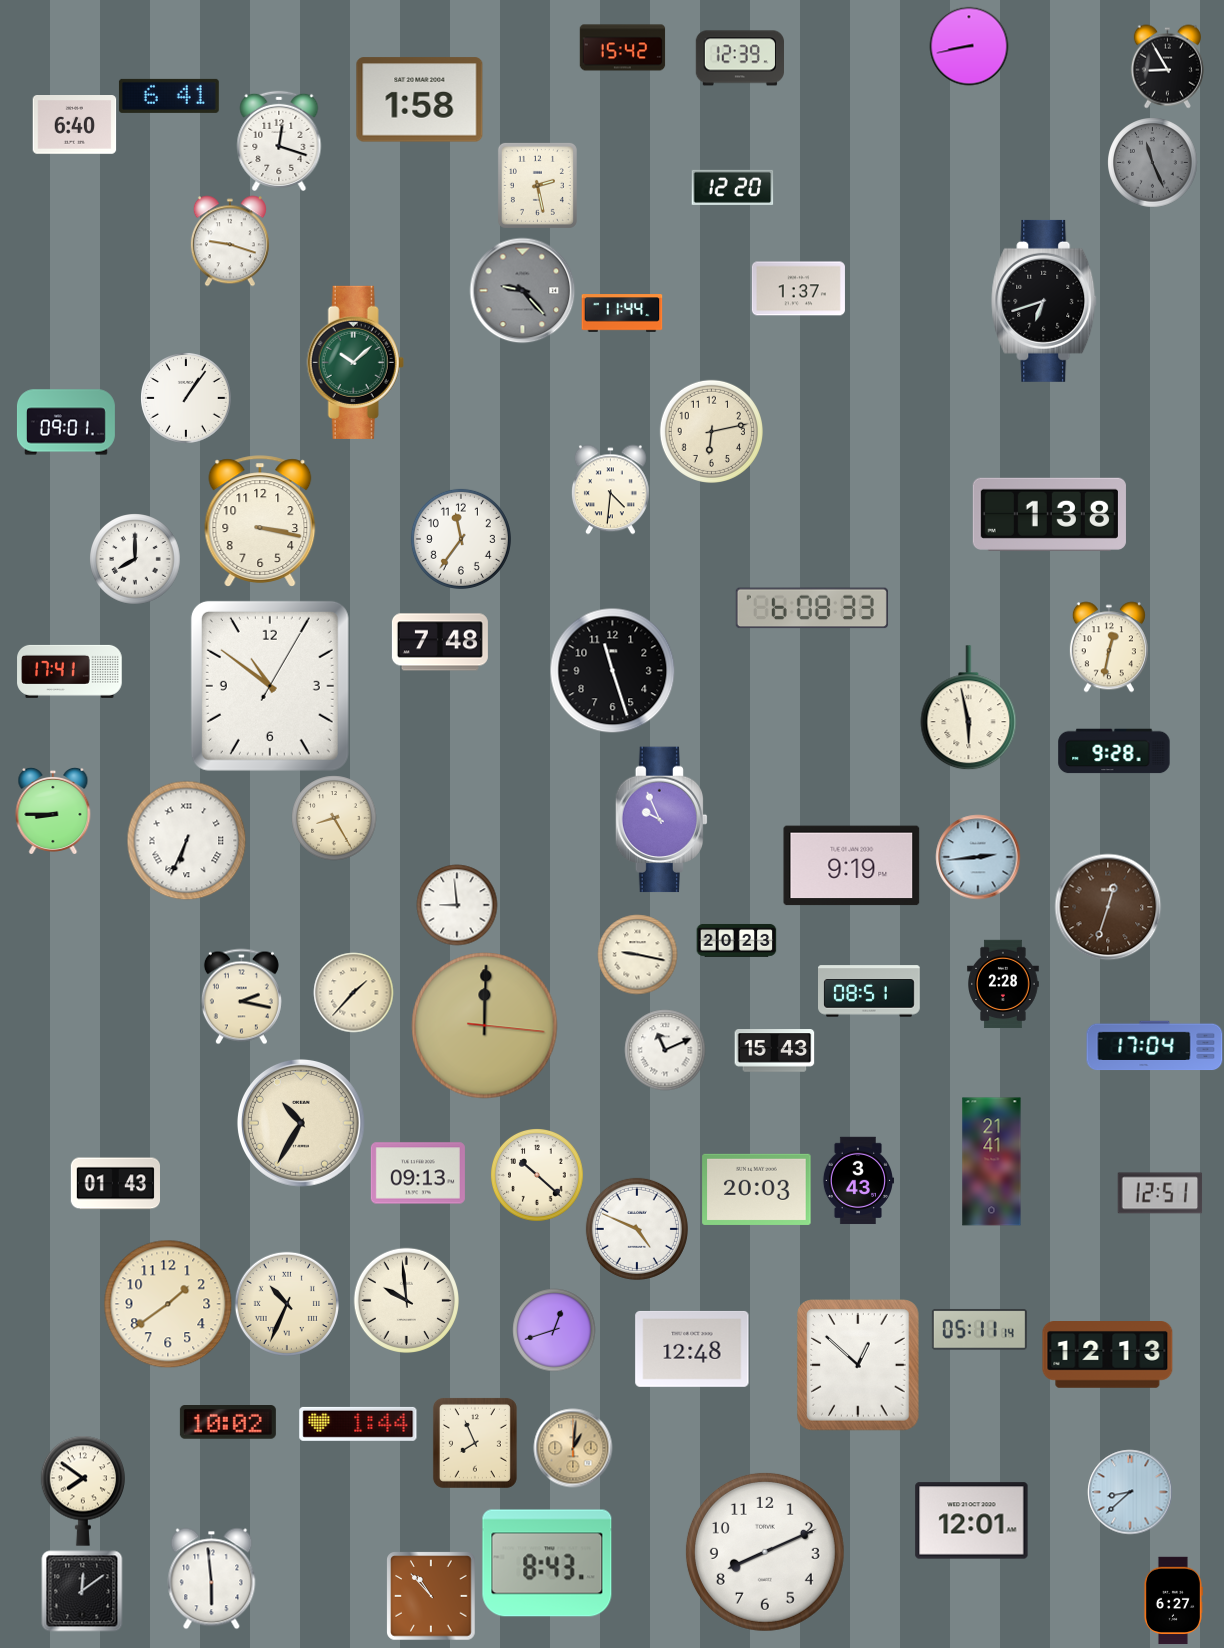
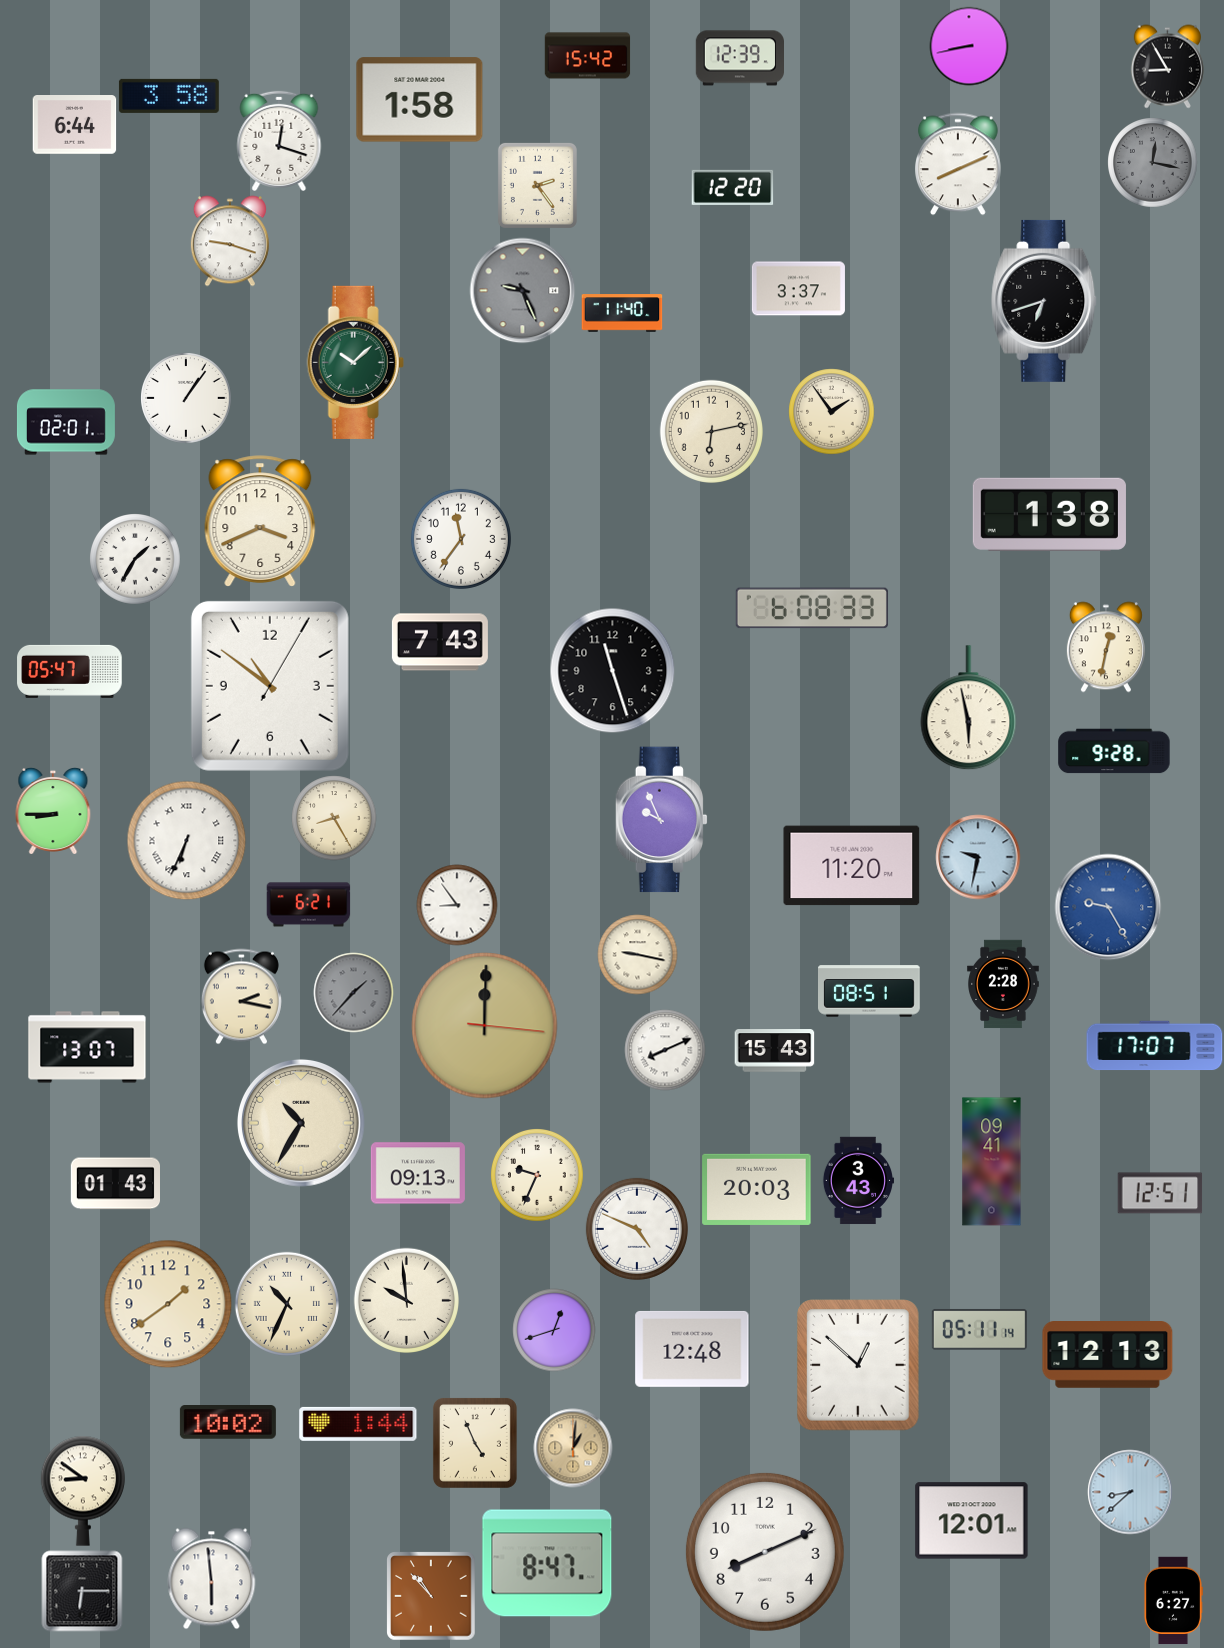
clock at (622, 48) position: (622, 48) -> (587, 56)
clock at (169, 96): 6:41 -> 3:58
clock at (74, 125): 6:40 -> 6:44
clock at (1152, 162): 11:26 -> 12:17
clock at (959, 164): none -> 8:11
clock at (537, 185): 2:28 -> 2:24
clock at (798, 289): 1:37 -> 3:37
clock at (522, 290): 9:23 -> 9:26
clock at (622, 313): 11:44 -> 11:40
clock at (831, 411): none -> 1:54
clock at (66, 422): 09:01 -> 02:01
clock at (610, 489): 4:31 -> none
clock at (260, 521): 3:17 -> 3:41
clock at (135, 559): 8:00 -> 1:35
clock at (440, 642): 7:48 -> 7:43
clock at (1109, 647) position: (1109, 647) -> (1106, 647)
clock at (70, 671): 17:41 -> 05:47
clock at (978, 857): 2:44 -> 9:32
clock at (852, 866): 9:19 -> 11:20
clock at (308, 905): none -> 6:21
clock at (457, 905): 8:59 -> 8:54
clock at (1108, 907): 12:33 -> 9:25
clock at (1108, 907) dial: brown -> blue
clock at (736, 940): 20:23 -> none
clock at (353, 992) dial: cream -> grey
clock at (1155, 1046): 17:04 -> 17:07
clock at (87, 1047): none -> 13:07
clock at (665, 1050): 11:11 -> 8:11
clock at (992, 1162): 21:41 -> 09:41
clock at (537, 1175): 10:22 -> 9:34
clock at (475, 1443): 7:56 -> 4:56
clock at (83, 1491): 7:51 -> 8:51
clock at (547, 1563): 8:43 -> 8:47
clock at (82, 1591): 12:09 -> 6:15
